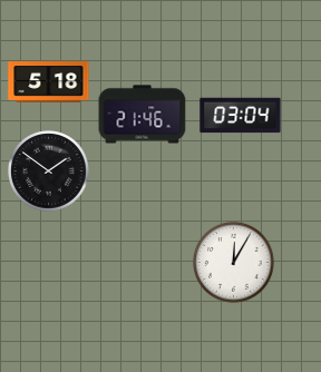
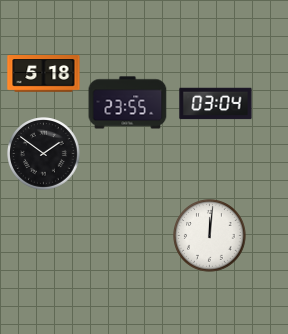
clock at (143, 115): 21:46 -> 23:55
clock at (234, 263): 12:05 -> 12:01
